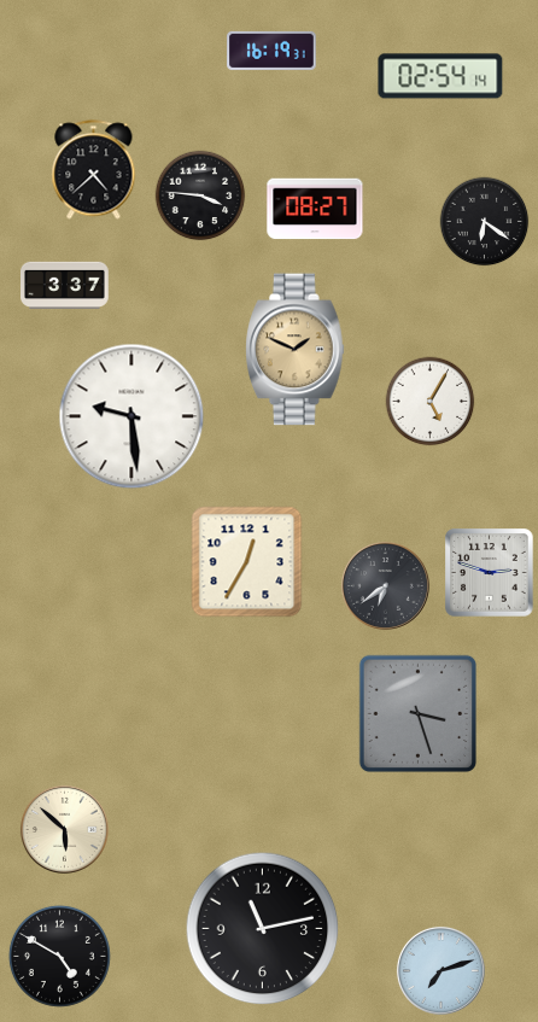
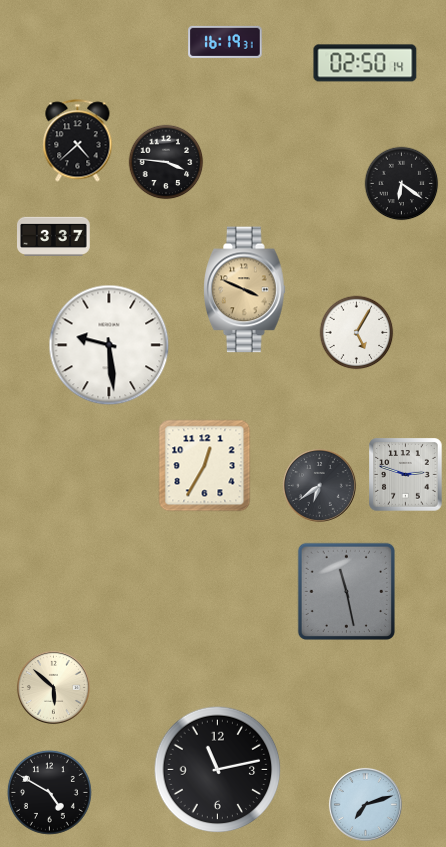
clock at (440, 76): 02:54 -> 02:50
clock at (315, 209): 08:27 -> none
clock at (296, 350): 1:49 -> 3:49
clock at (417, 713): 3:27 -> 11:28
